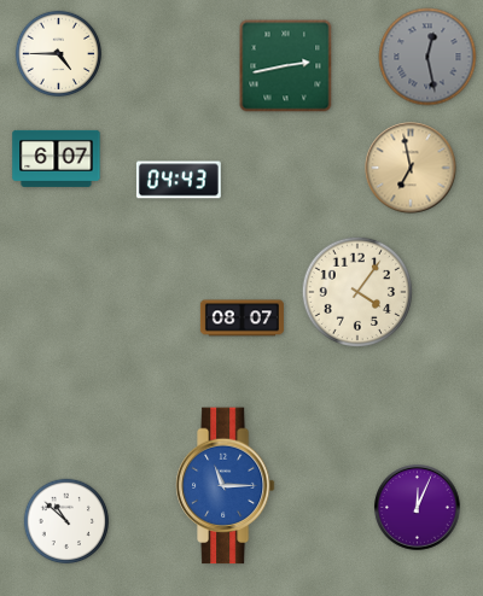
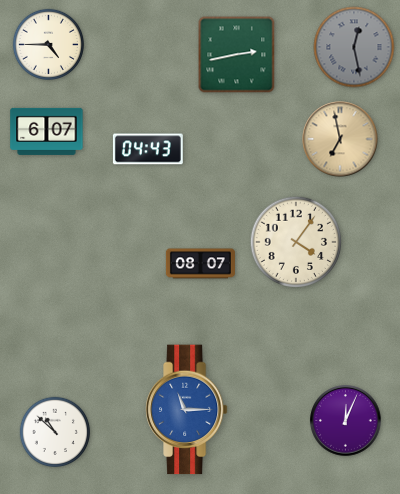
clock at (225, 486) position: (225, 486) -> (186, 410)
